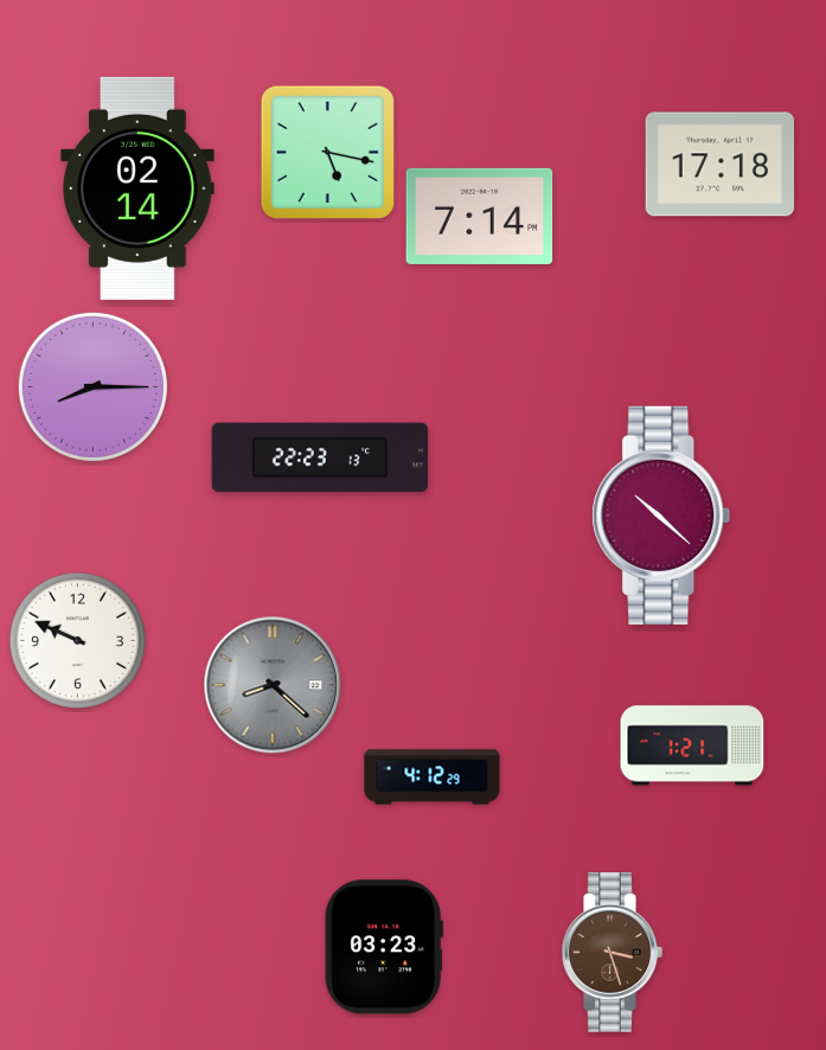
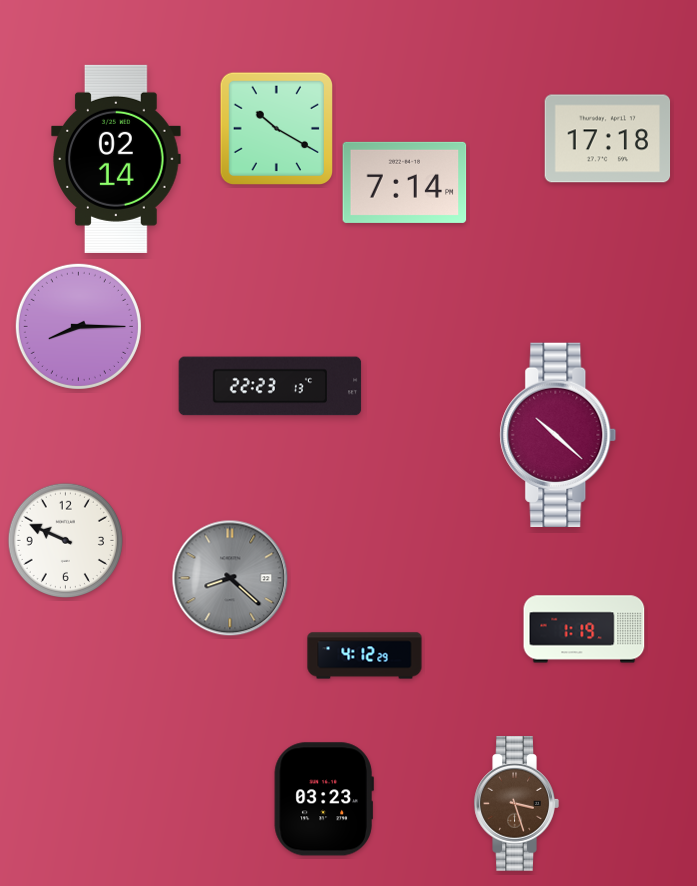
clock at (327, 152): 5:17 -> 10:20
clock at (692, 745): 1:21 -> 1:19
